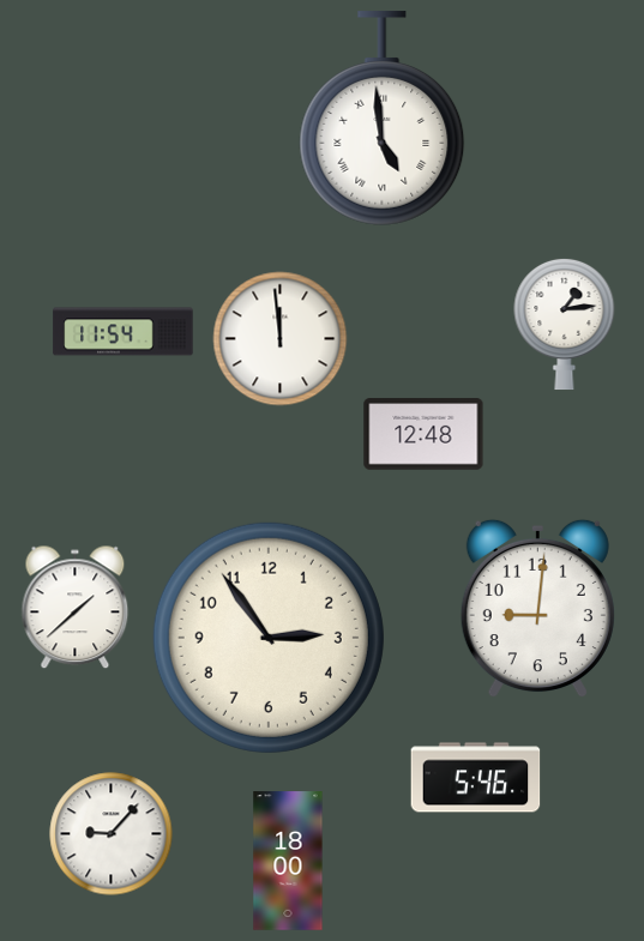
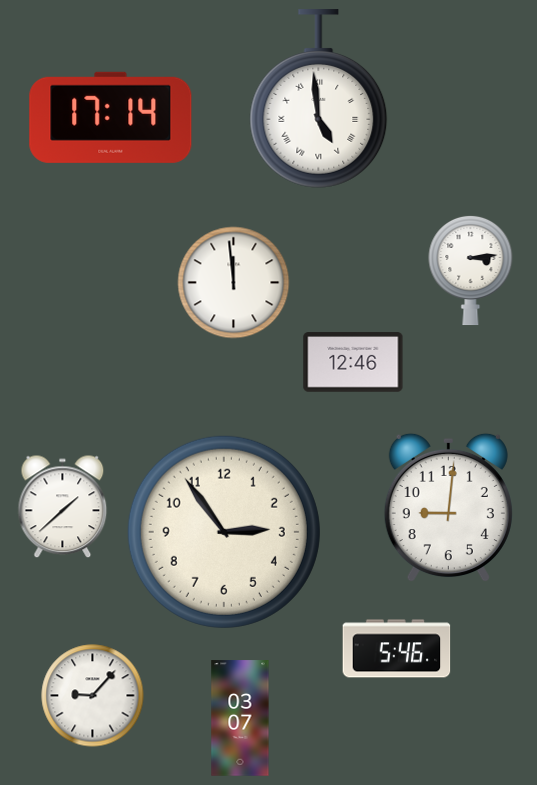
clock at (111, 117): none -> 17:14
clock at (565, 324): 1:14 -> 3:14
clock at (124, 332): 11:54 -> none
clock at (423, 434): 12:48 -> 12:46
clock at (288, 861): 18:00 -> 03:07
